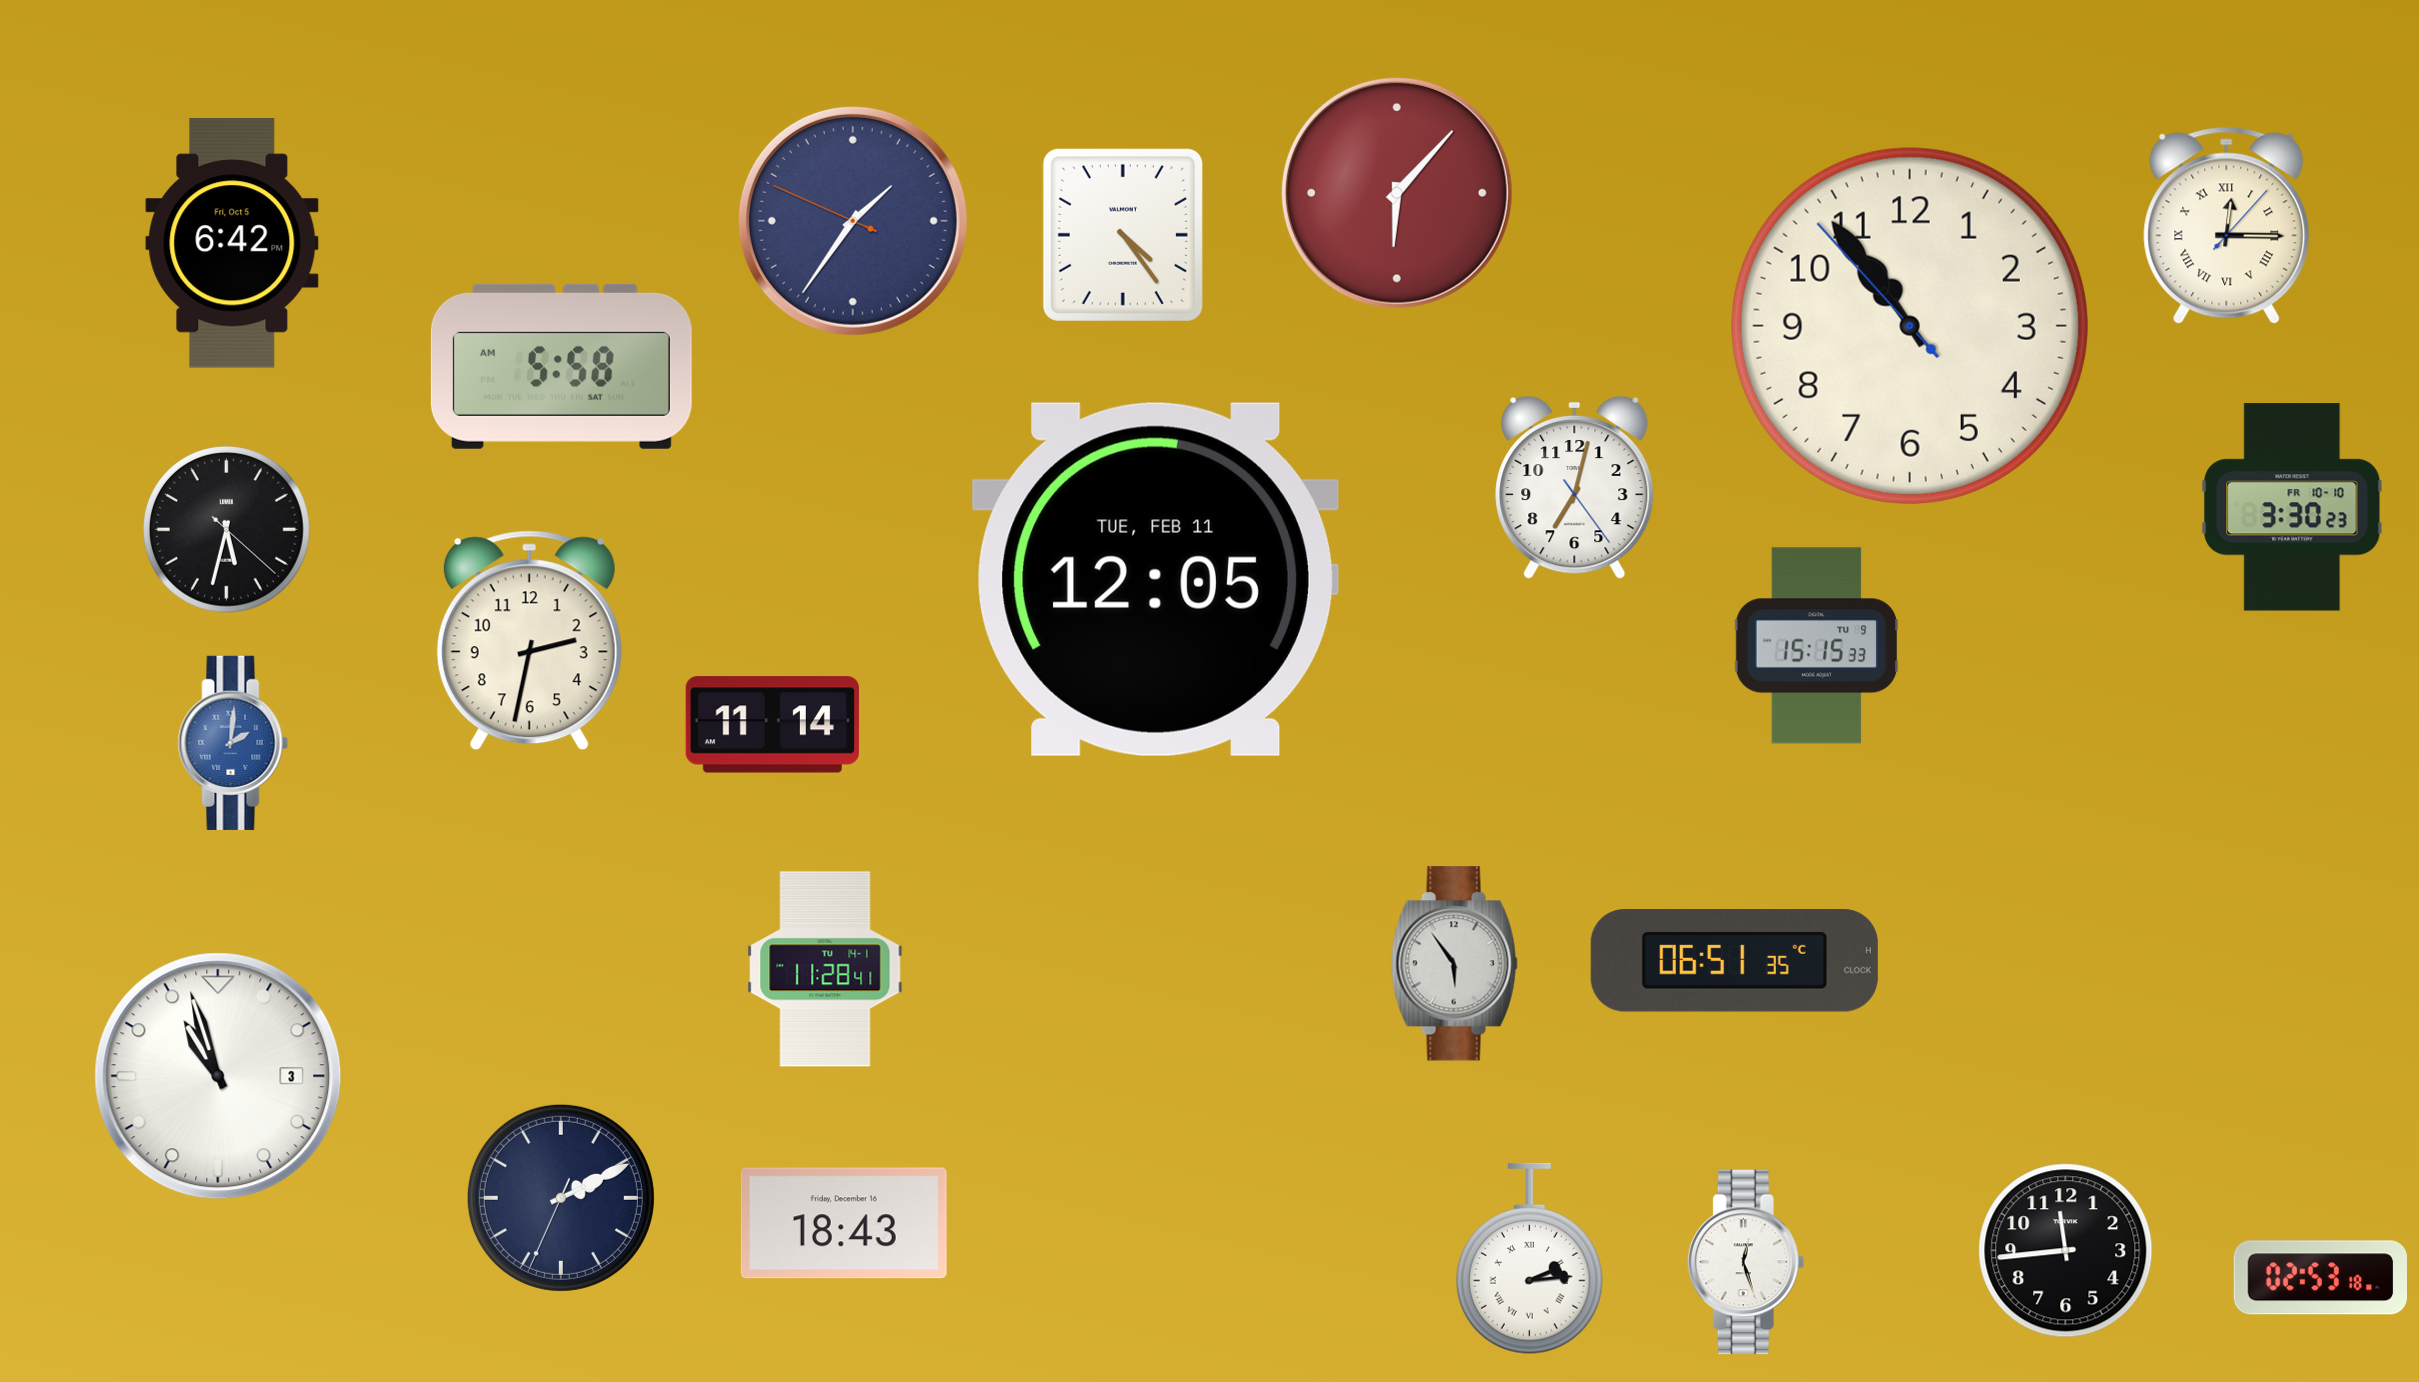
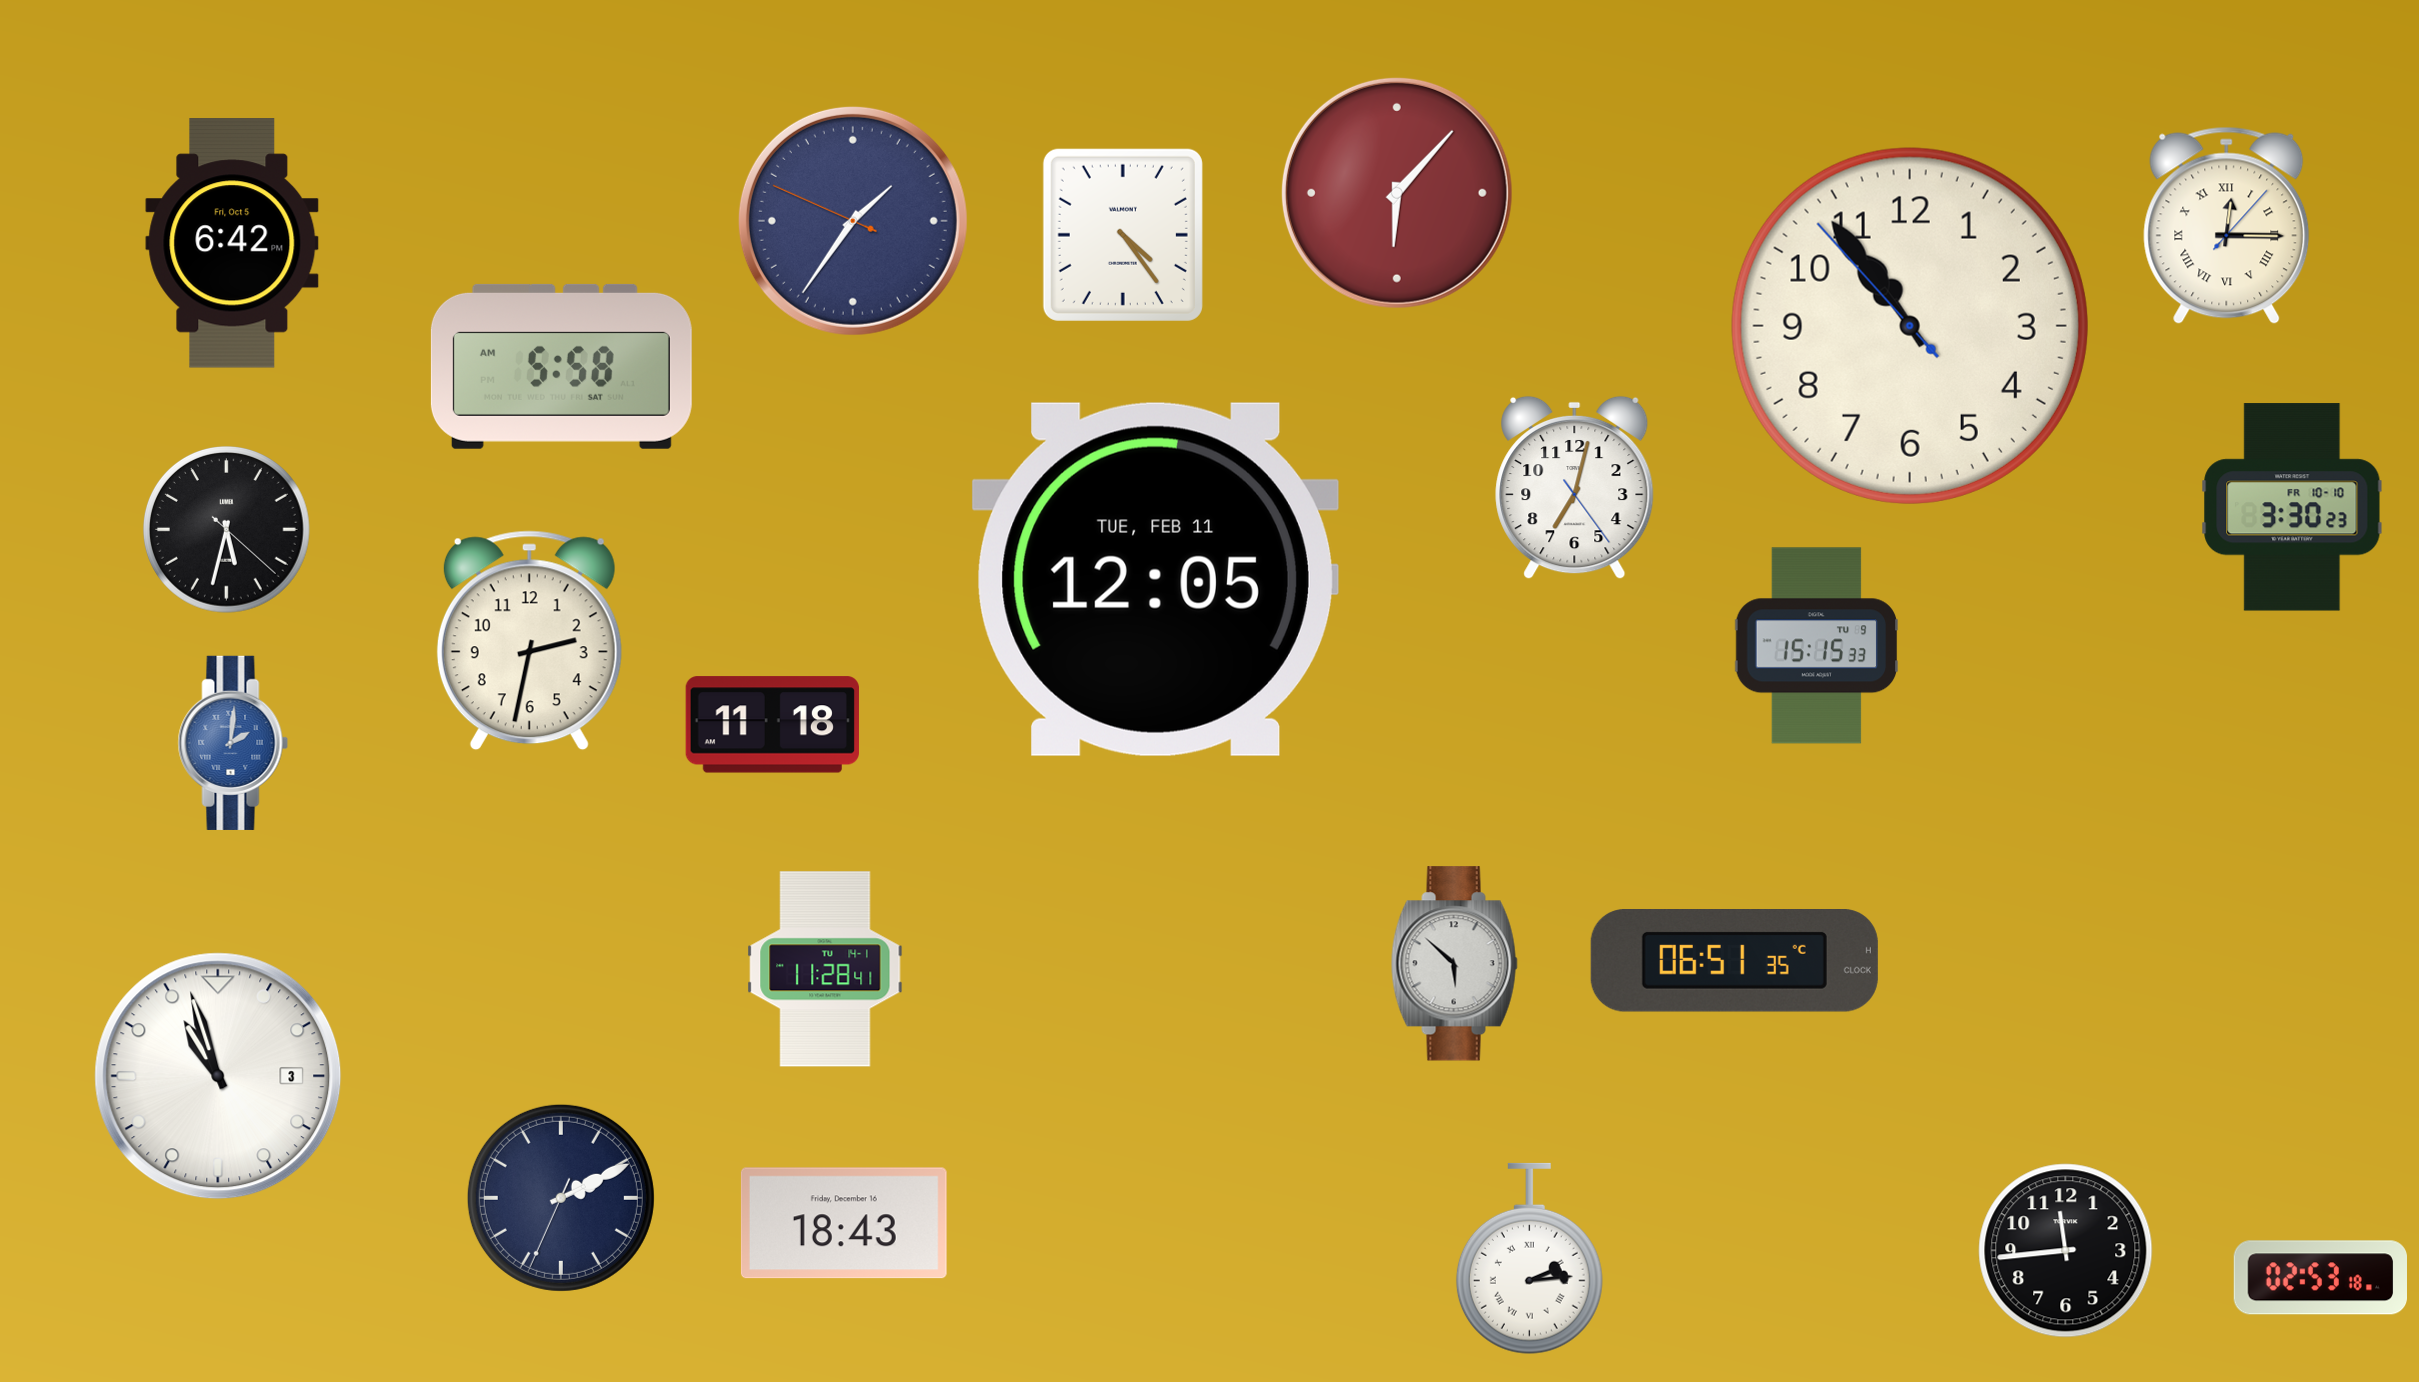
clock at (772, 725): 11:14 -> 11:18
clock at (1454, 964): 5:54 -> 5:52
clock at (1746, 1262): 12:27 -> none
